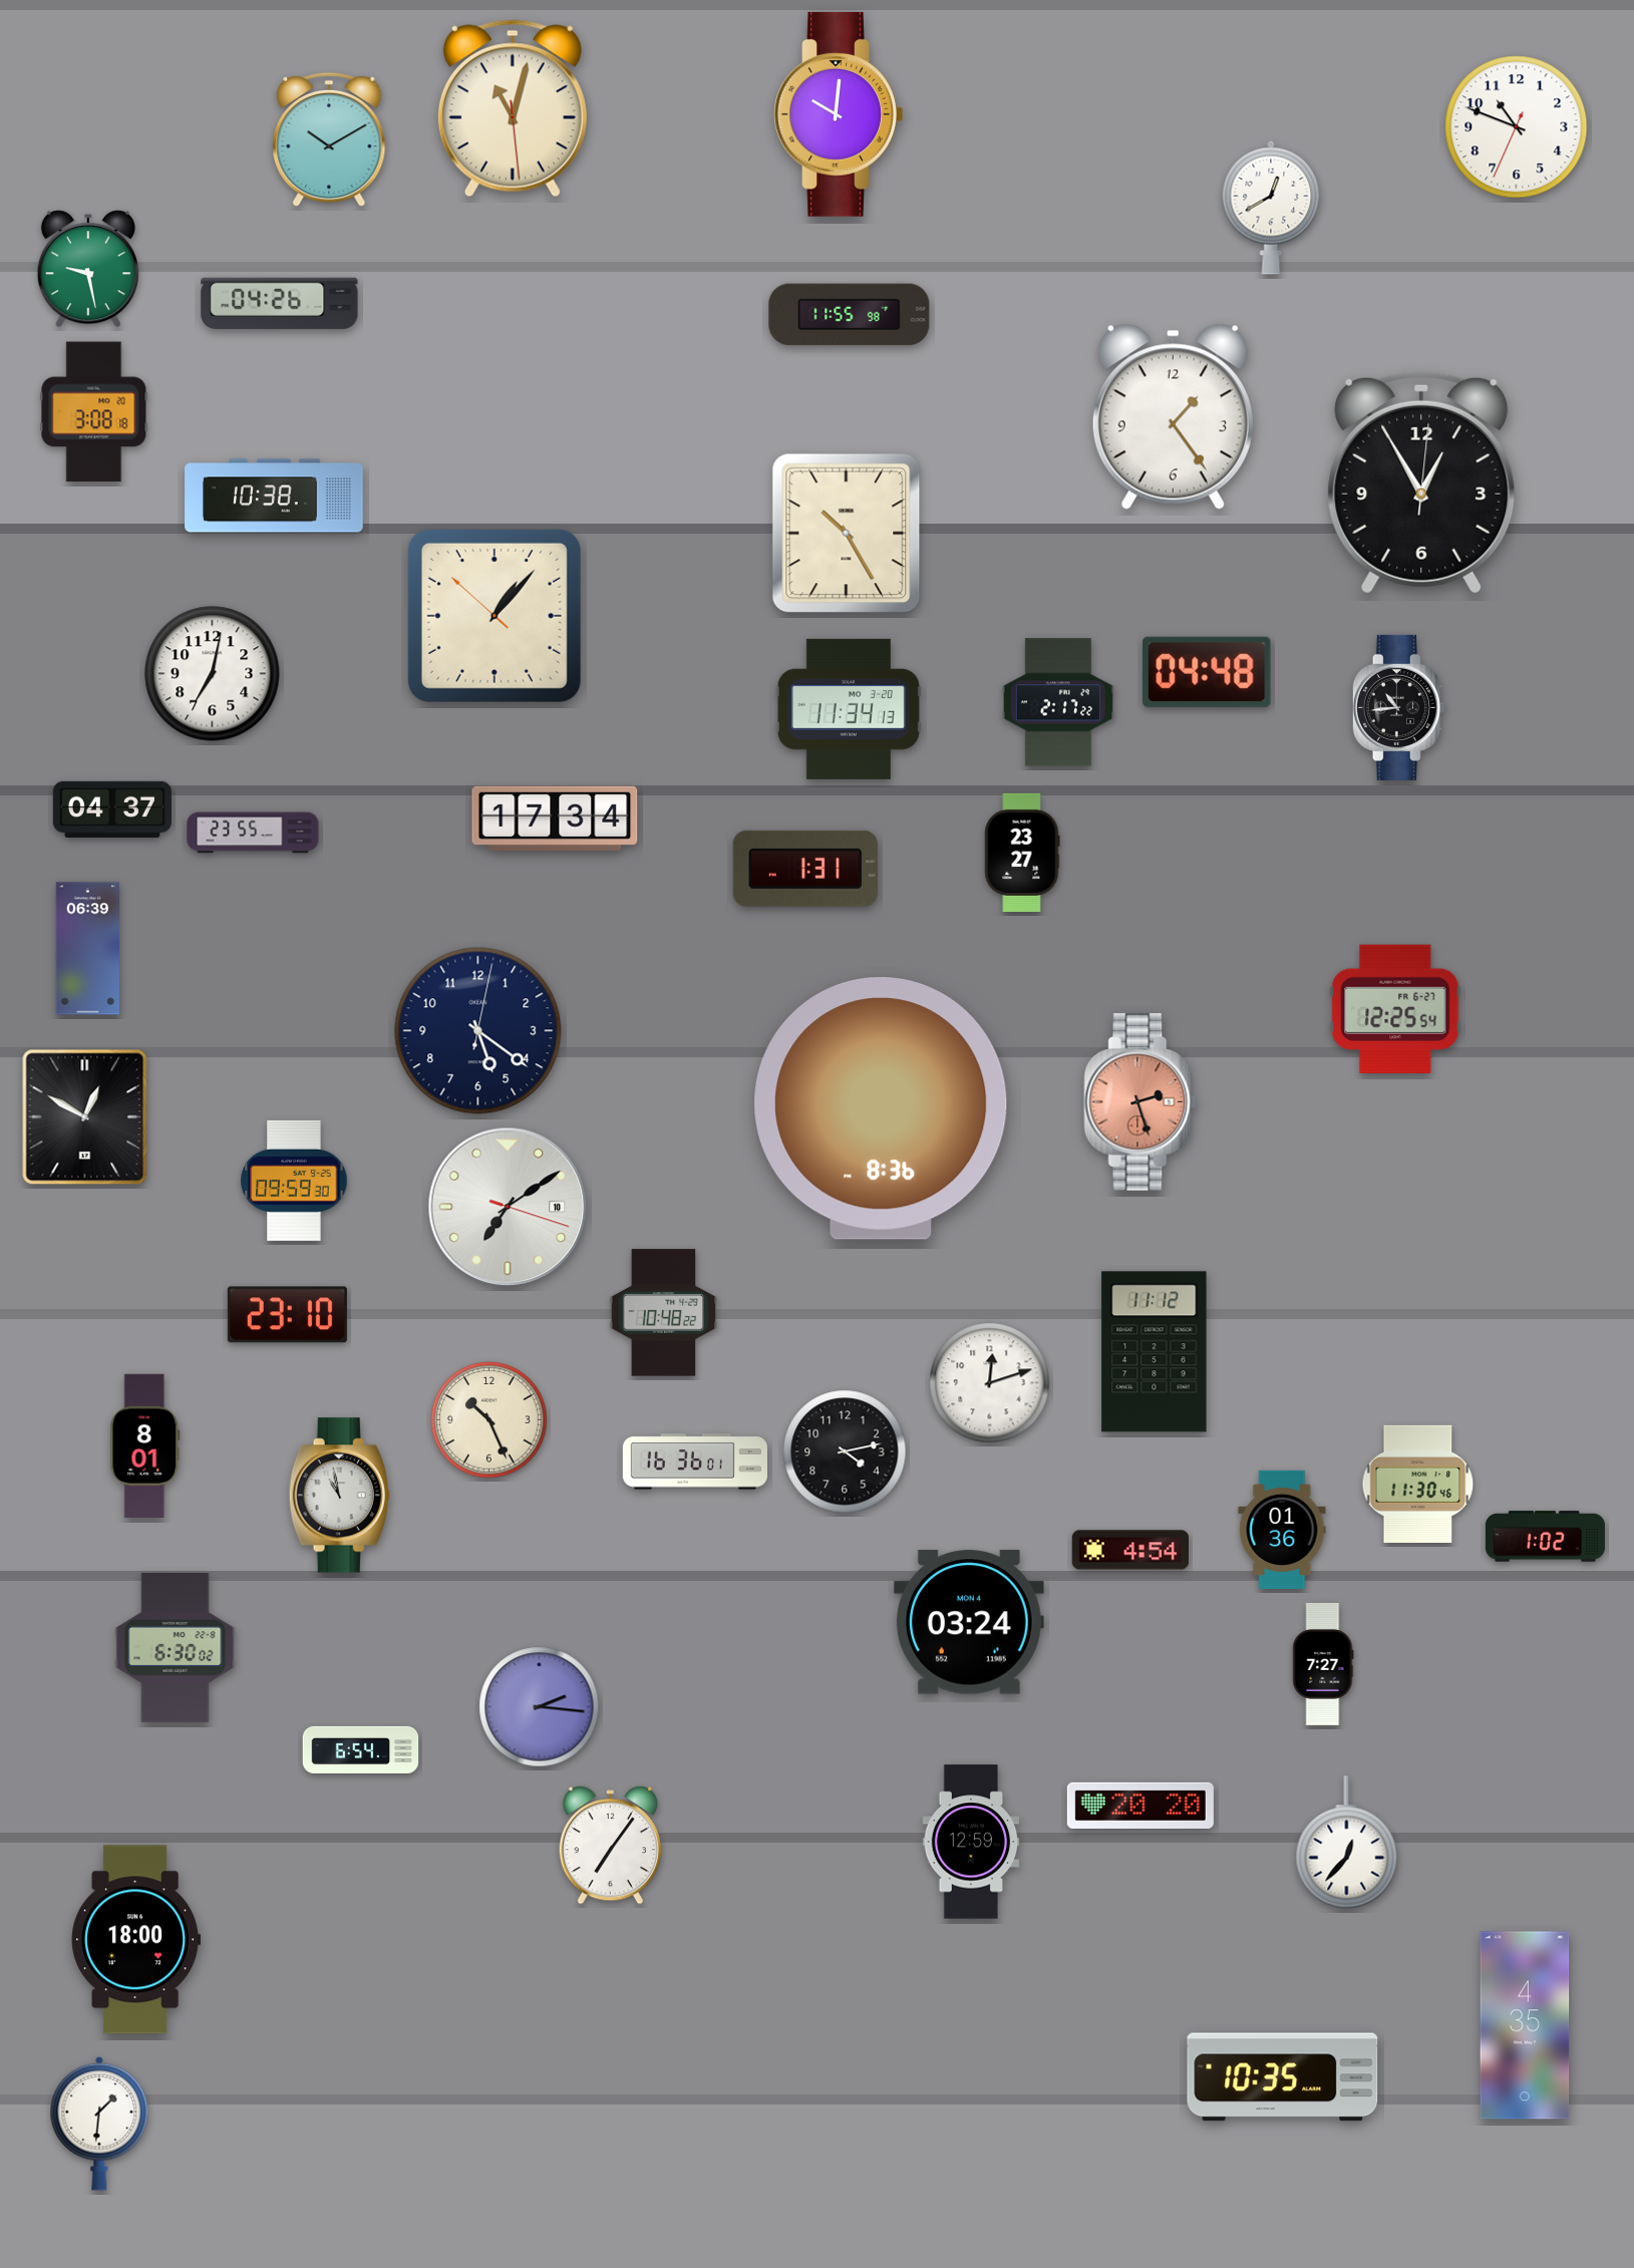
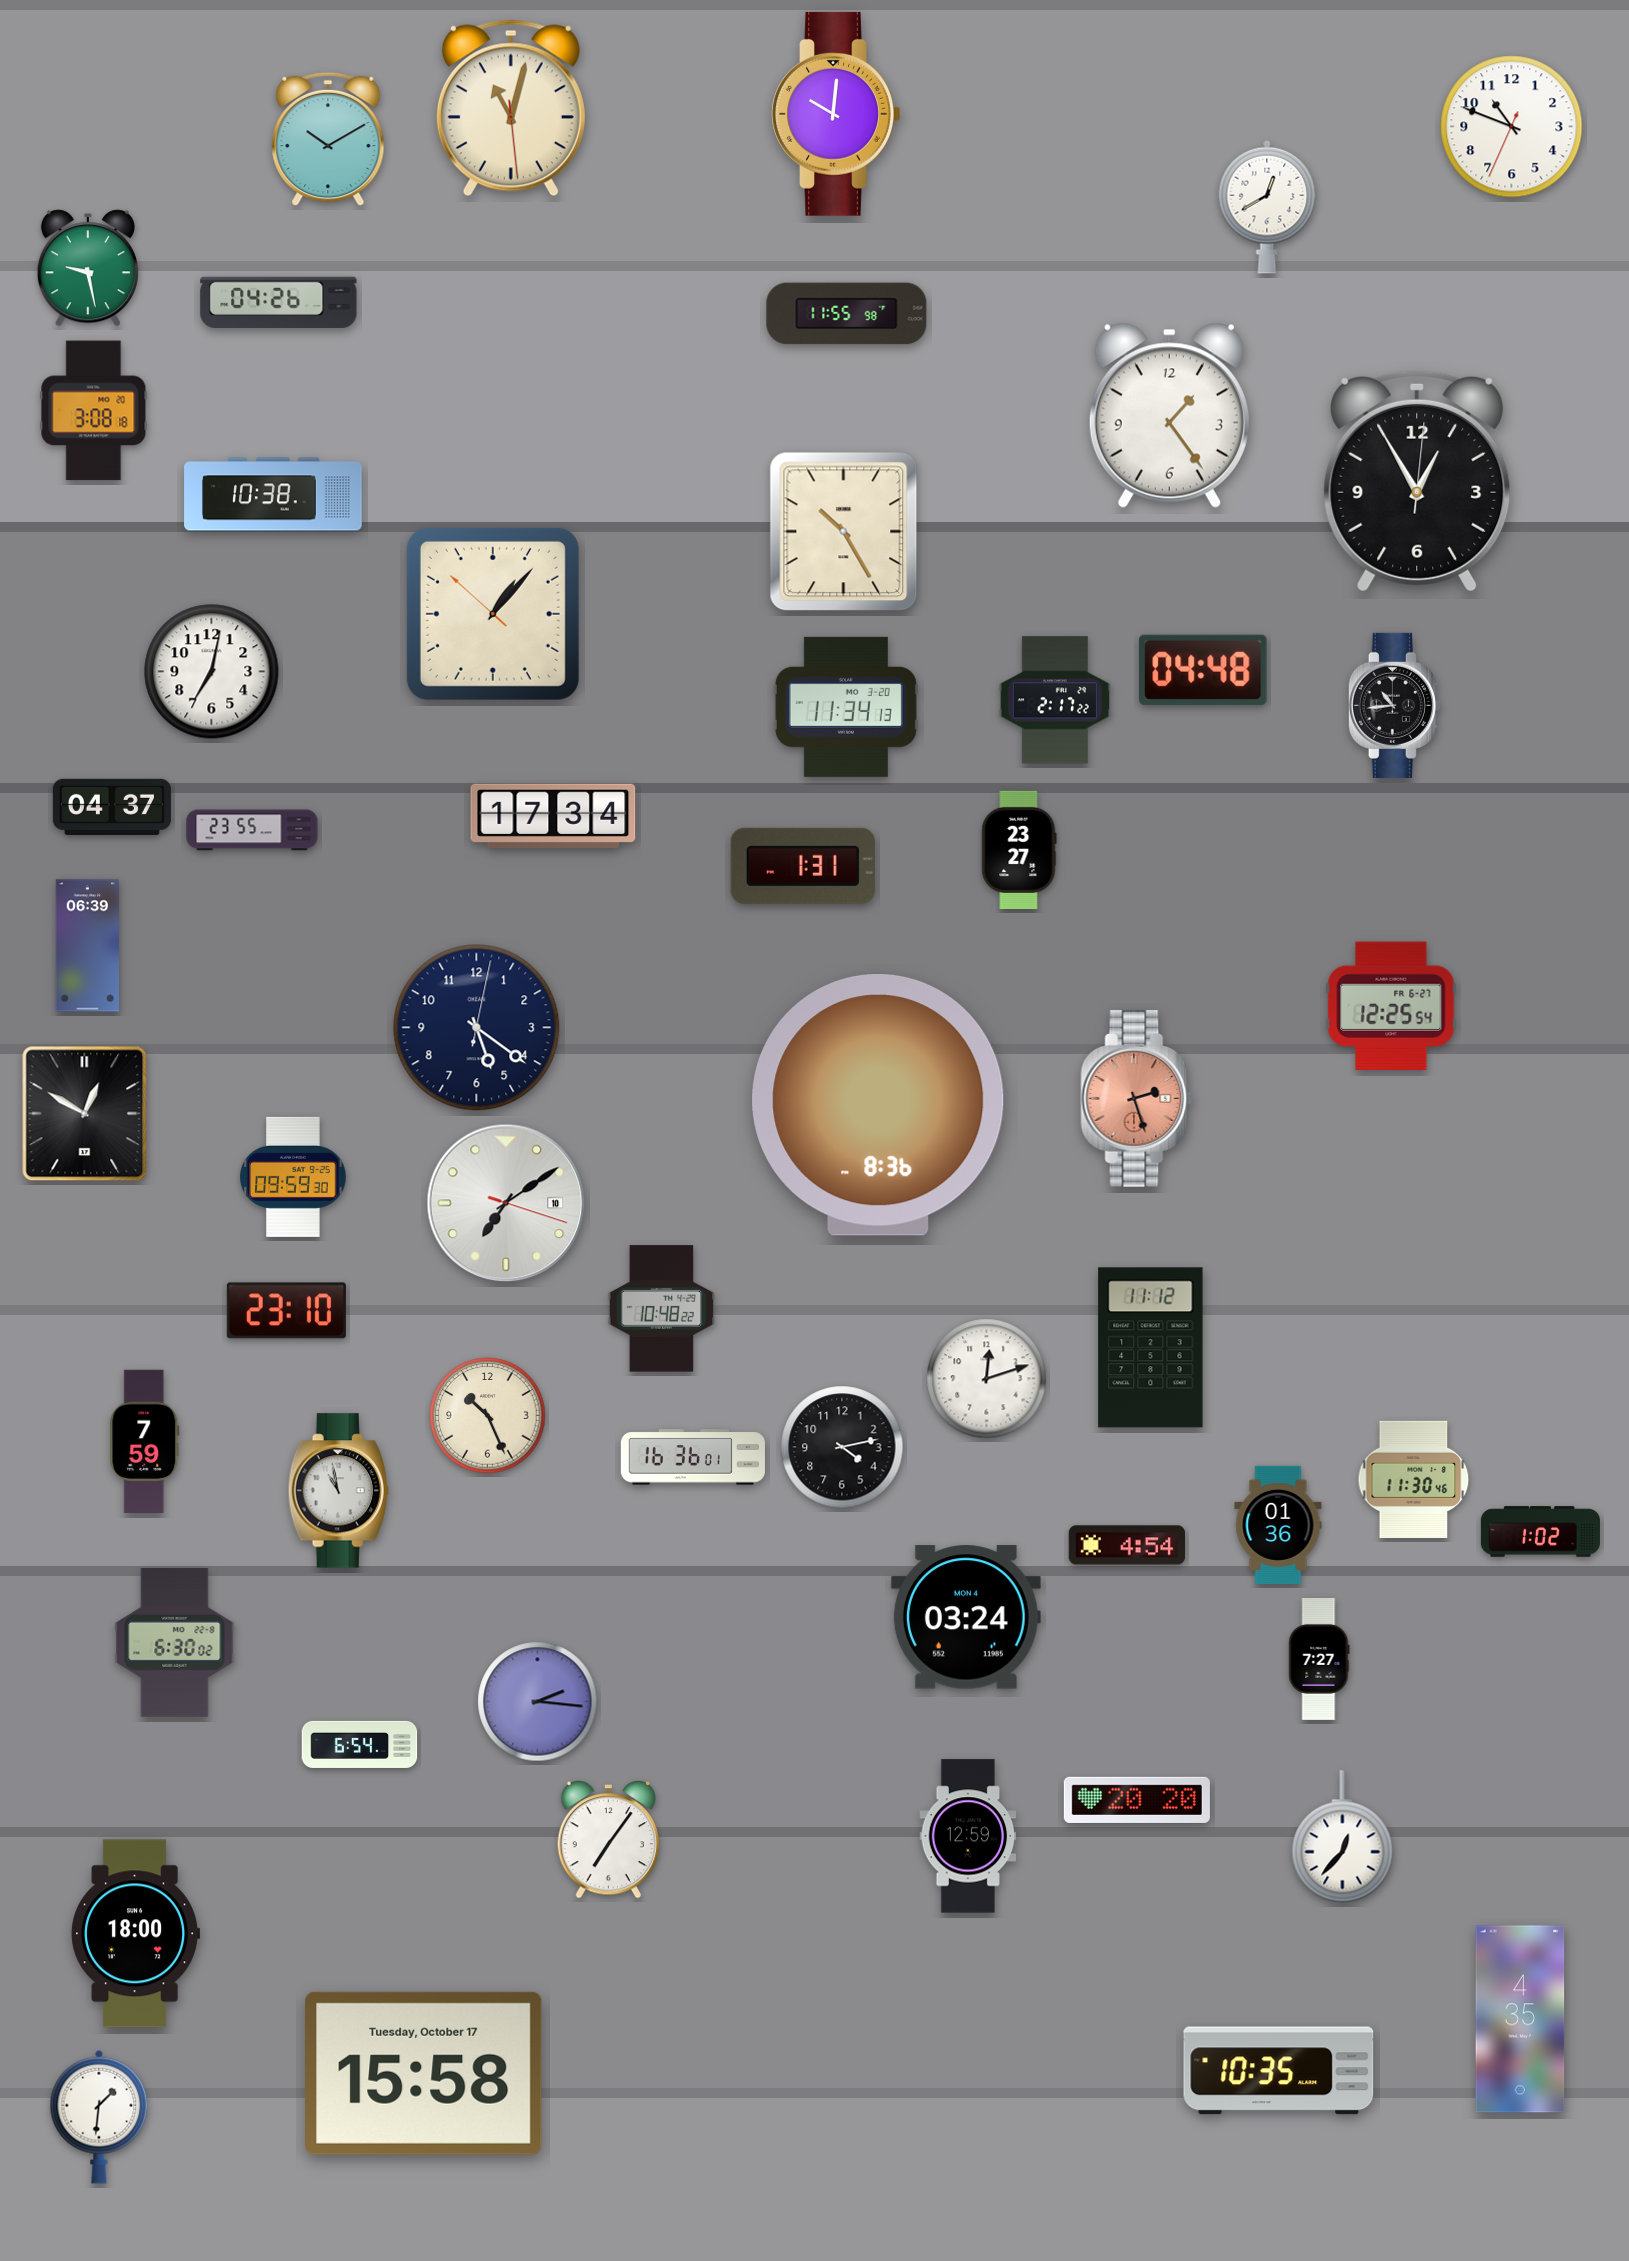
clock at (145, 1445): 8:01 -> 7:59
clock at (424, 2073): none -> 15:58
